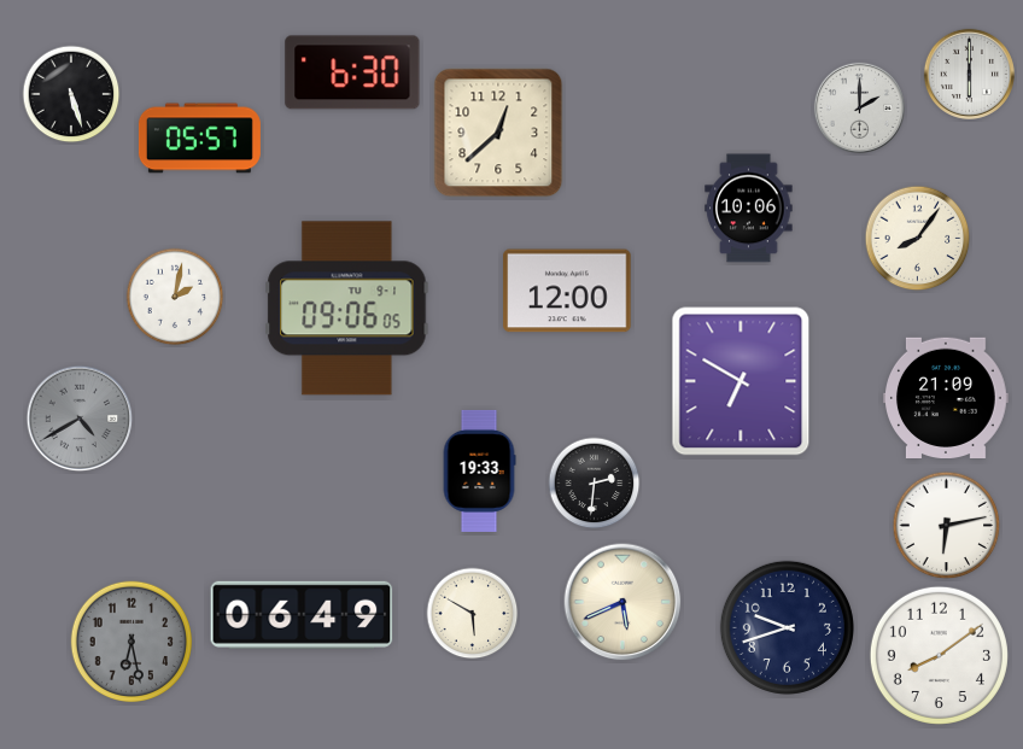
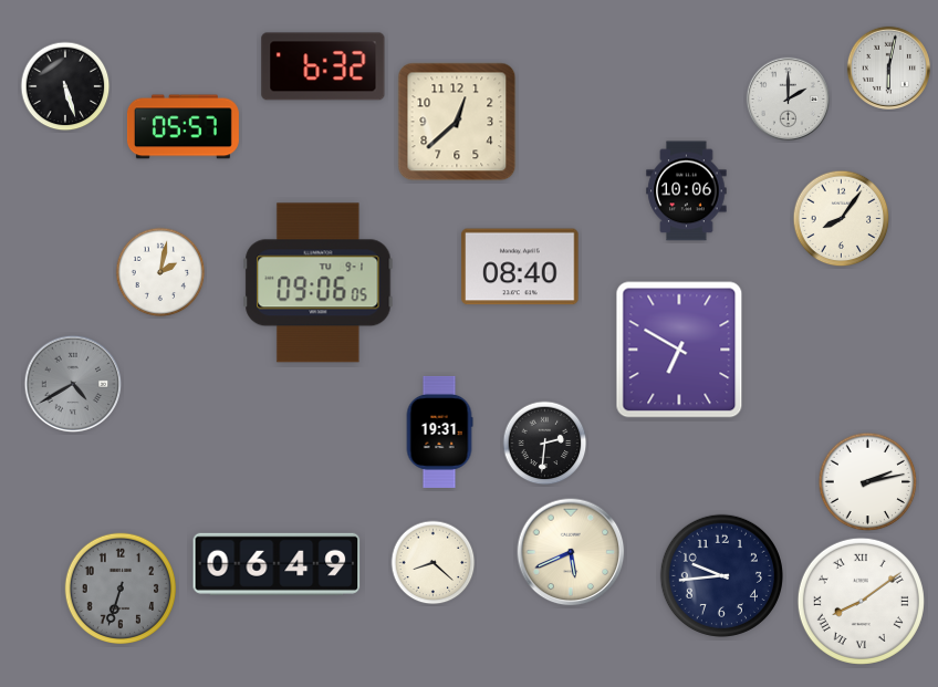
clock at (352, 72): 6:30 -> 6:32
clock at (969, 74): 6:00 -> 6:02
clock at (567, 291): 12:00 -> 08:40
clock at (947, 397): 21:09 -> none
clock at (479, 470): 19:33 -> 19:31
clock at (947, 526): 6:13 -> 2:13
clock at (473, 614): 5:50 -> 8:22
clock at (787, 627): 9:42 -> 9:44
clock at (131, 642): 6:28 -> 6:33
clock at (939, 655) numerals: Arabic -> Roman
